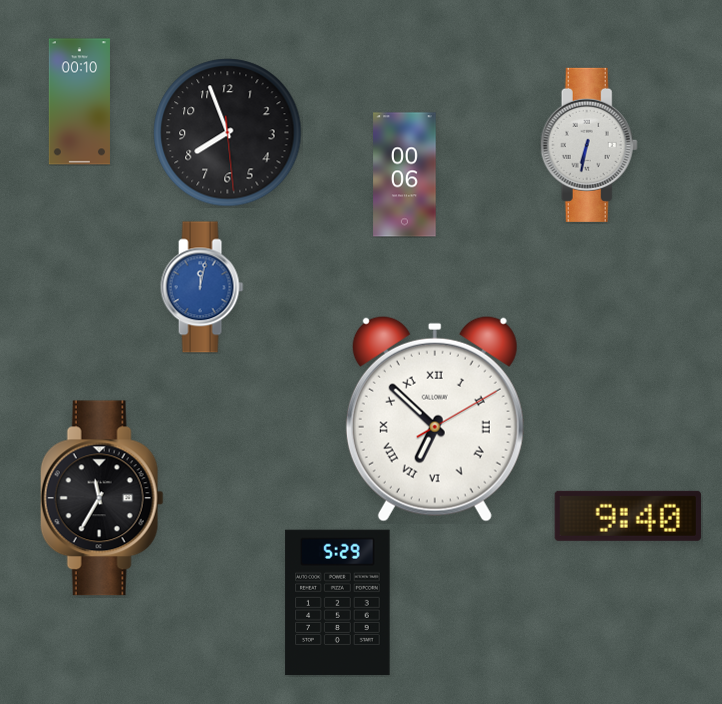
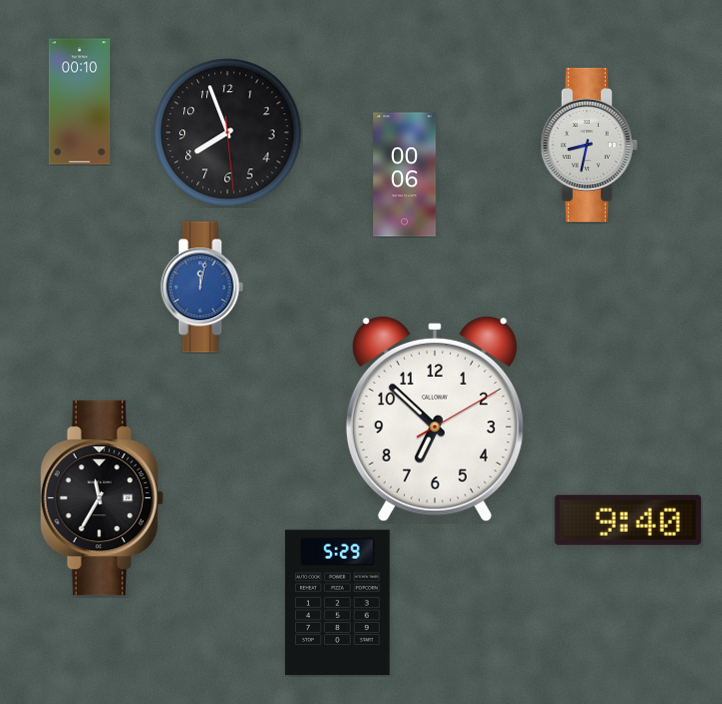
clock at (589, 145): 6:32 -> 8:32
clock at (435, 419) numerals: Roman -> Arabic
clock at (628, 516) position: (628, 516) -> (628, 520)
